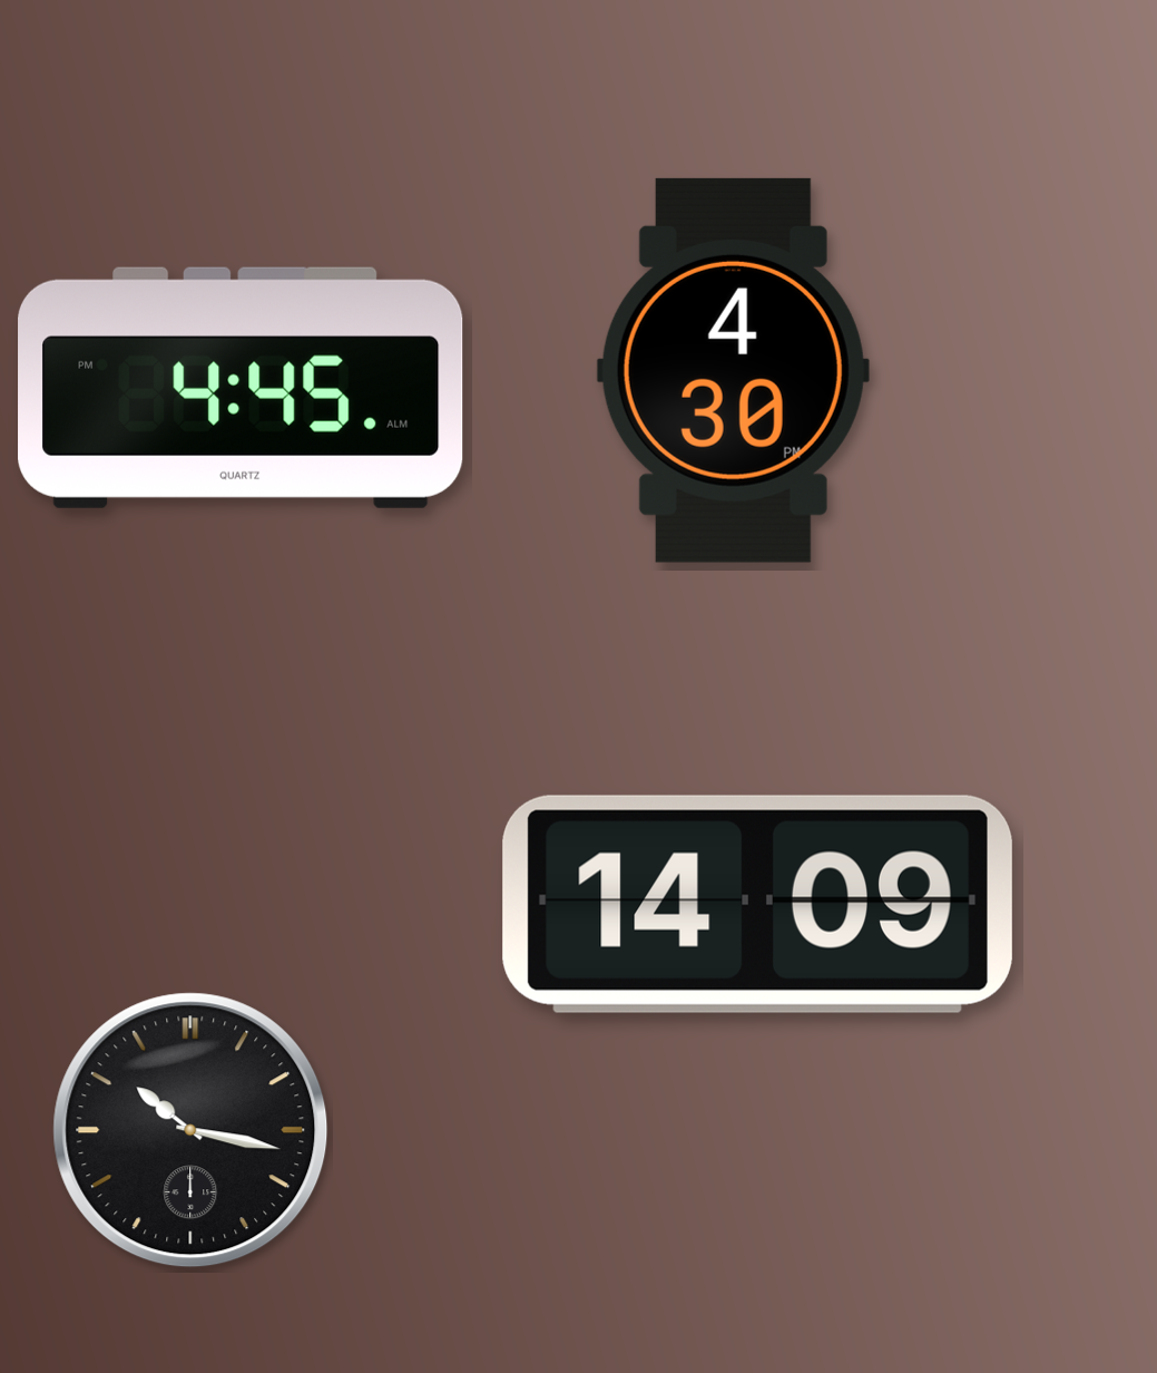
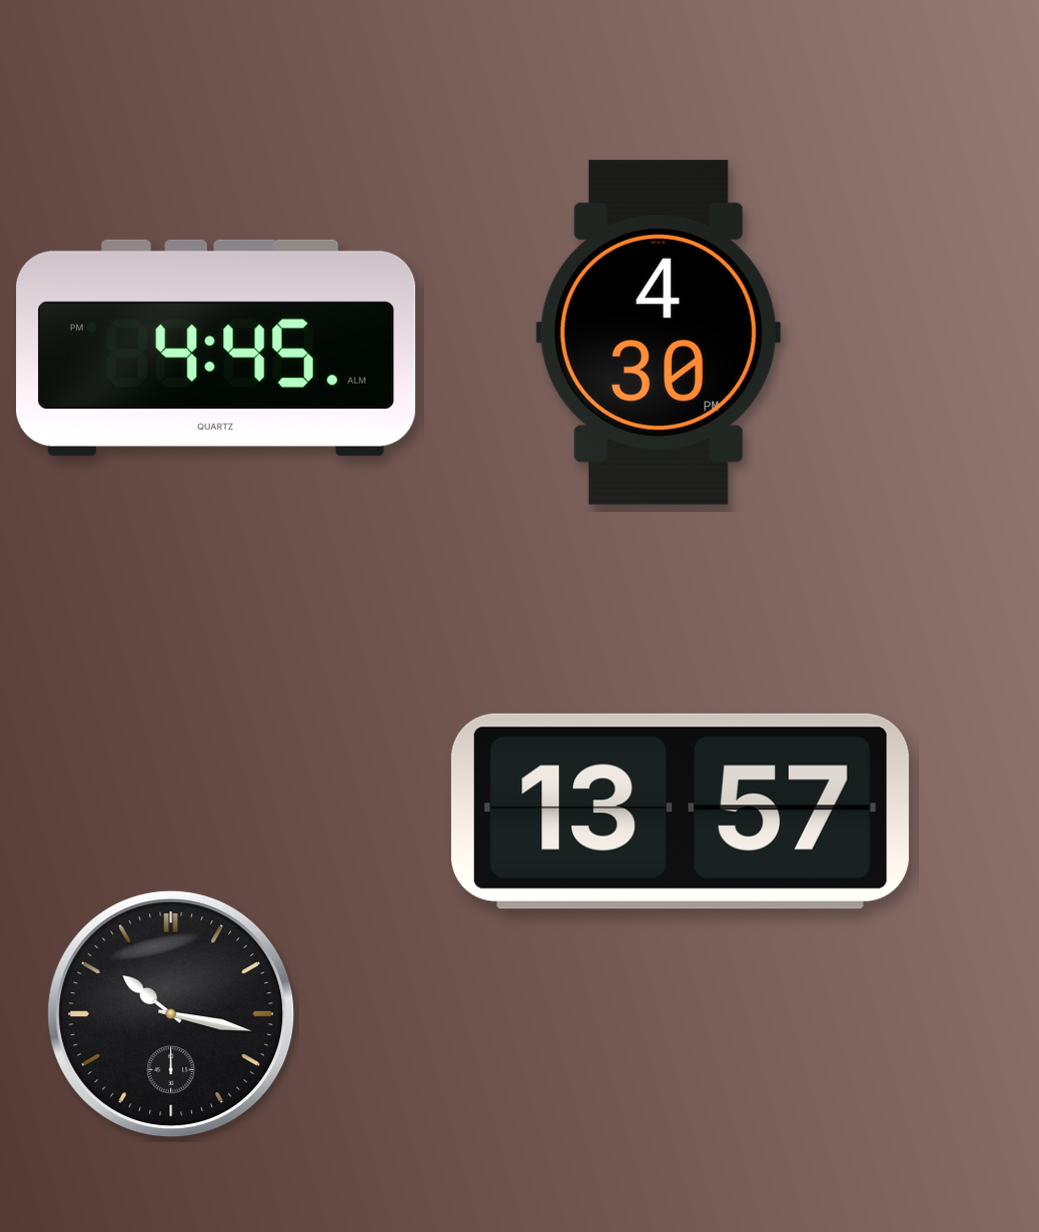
clock at (757, 904): 14:09 -> 13:57
